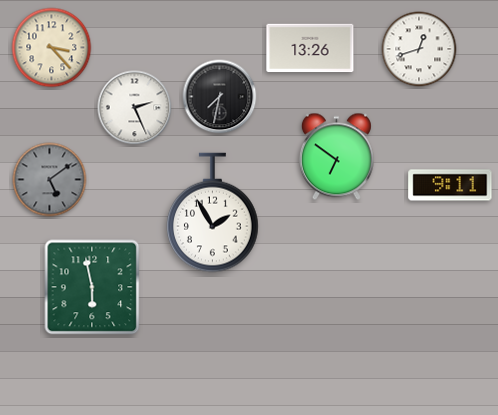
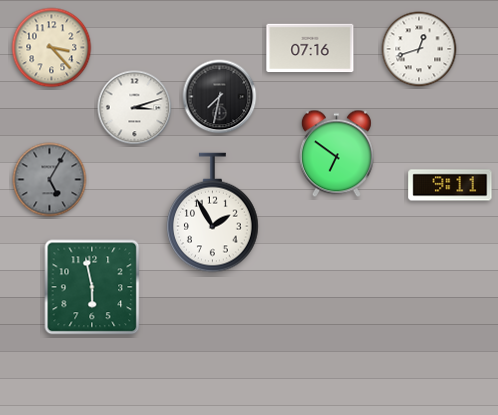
clock at (310, 48): 13:26 -> 07:16
clock at (135, 108): 2:26 -> 3:12
clock at (336, 157) position: (336, 157) -> (336, 154)
clock at (50, 180): 5:09 -> 5:05
